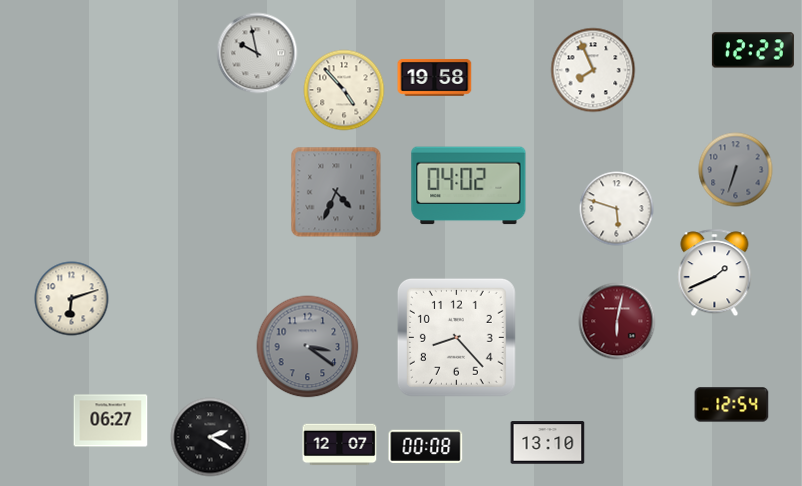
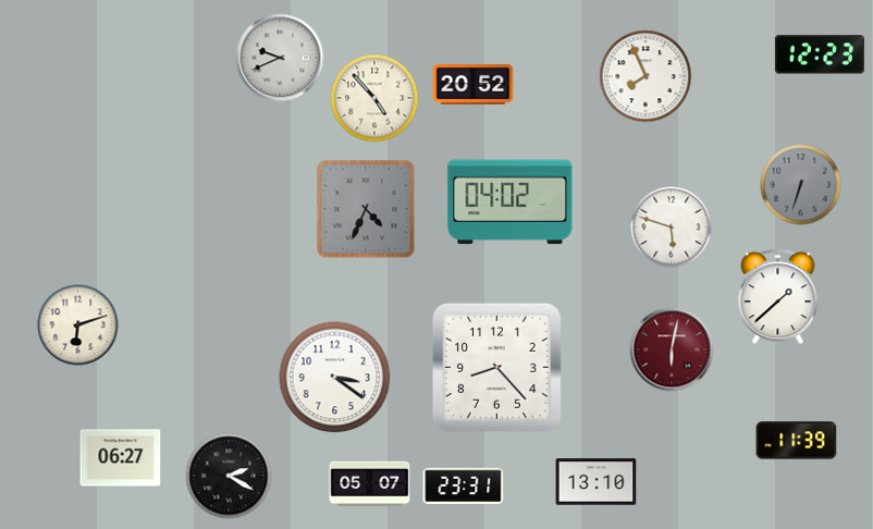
clock at (257, 53): 9:58 -> 9:41
clock at (435, 78): 19:58 -> 20:52
clock at (715, 273): 1:41 -> 1:38
clock at (308, 347) dial: grey -> white
clock at (732, 405): 12:54 -> 11:39
clock at (340, 445): 12:07 -> 05:07
clock at (426, 446): 00:08 -> 23:31
